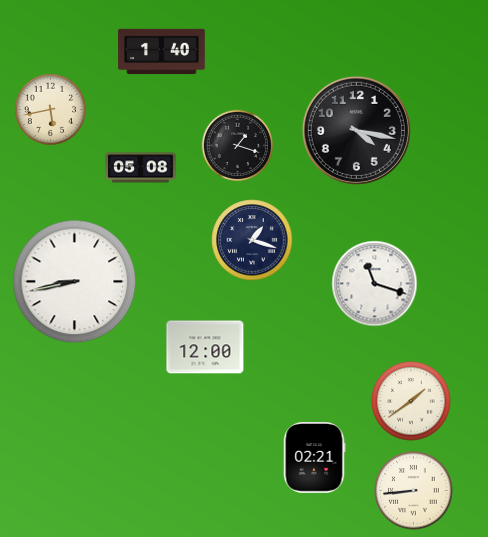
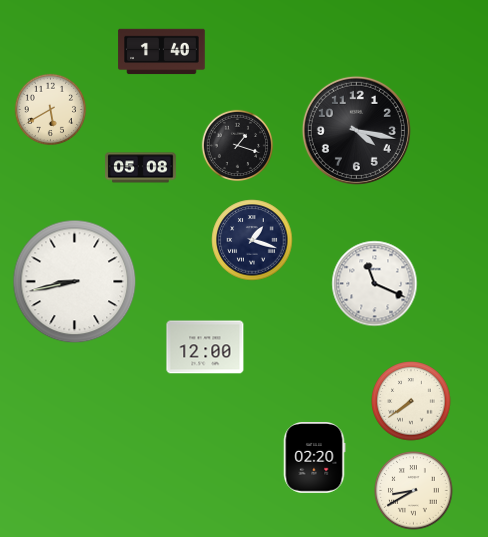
clock at (51, 110): 5:43 -> 5:40
clock at (375, 284): 11:18 -> 11:19
clock at (411, 401): 1:39 -> 7:39
clock at (314, 458): 02:21 -> 02:20
clock at (414, 491): 8:44 -> 8:40
